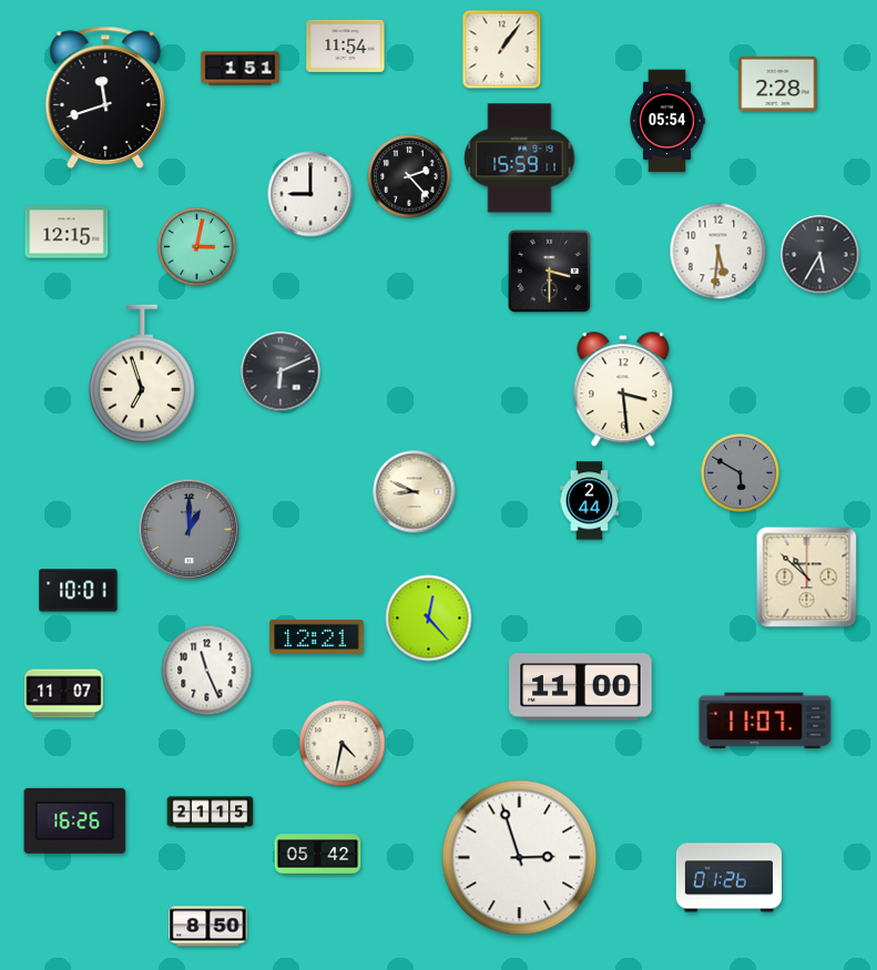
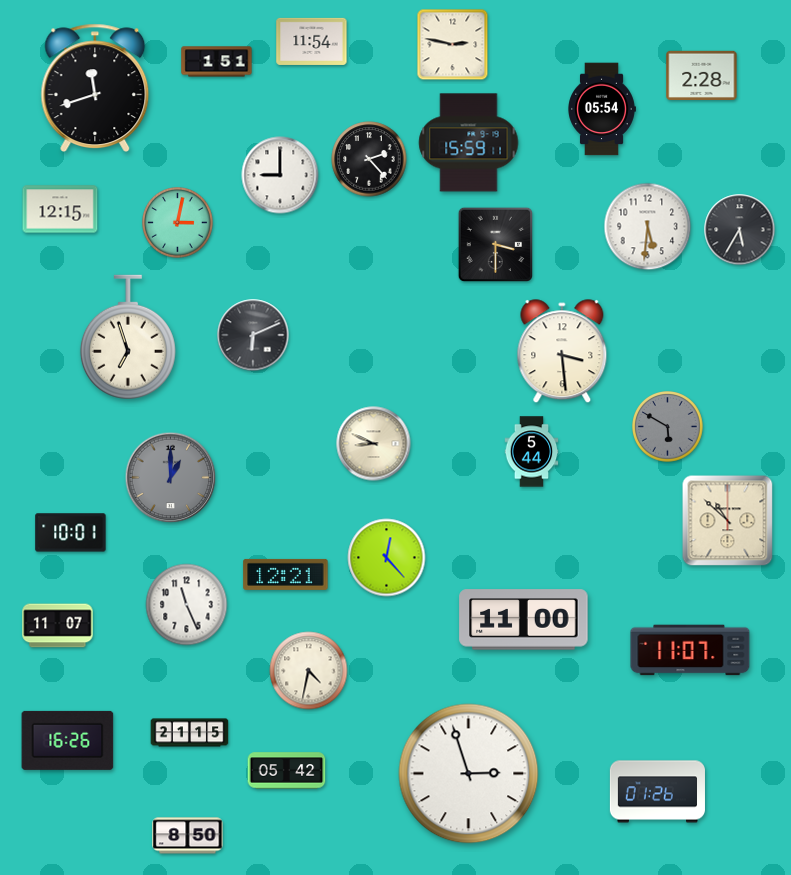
clock at (502, 50): 1:06 -> 2:47
clock at (590, 501): 2:44 -> 5:44
